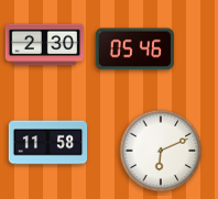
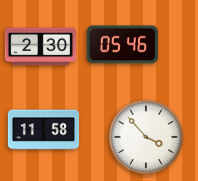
clock at (45, 45) position: (45, 45) -> (41, 47)
clock at (161, 151): 6:11 -> 3:53
